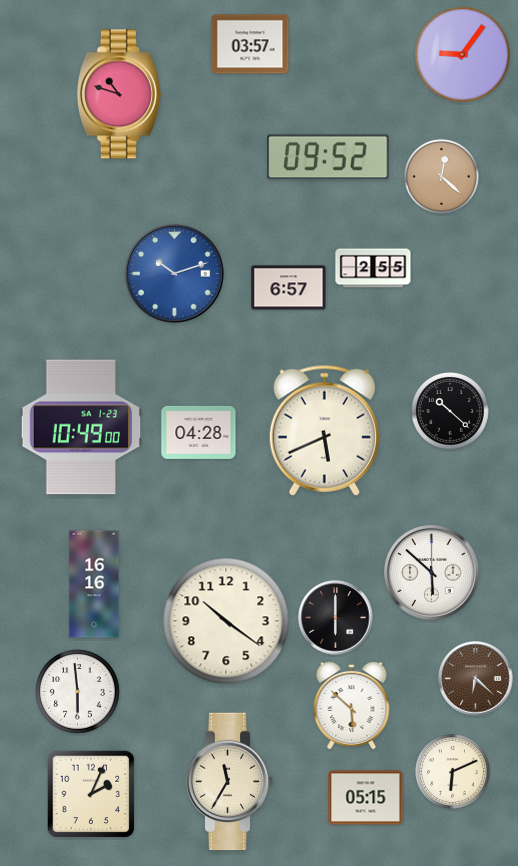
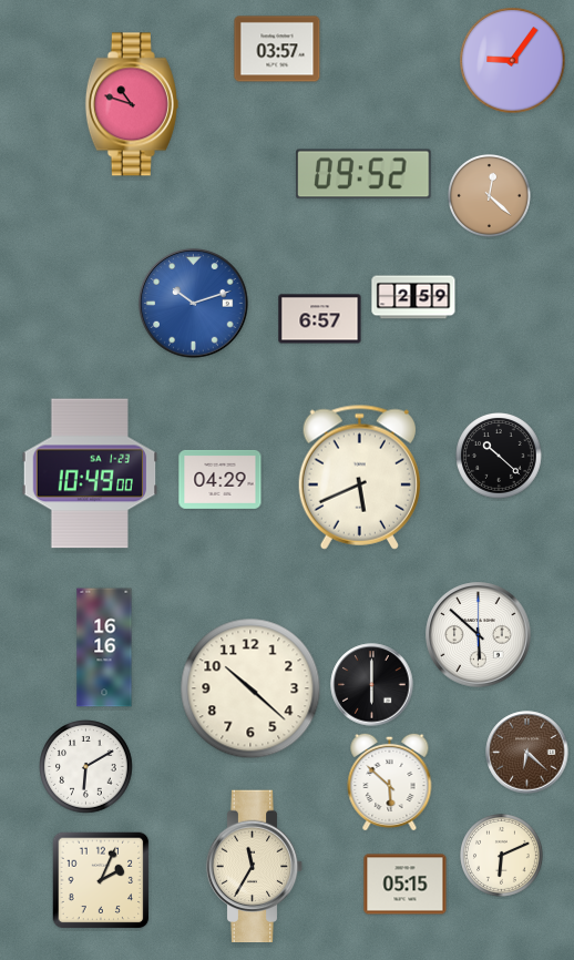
clock at (373, 268): 2:55 -> 2:59
clock at (199, 432): 04:28 -> 04:29
clock at (226, 621): 10:21 -> 10:22
clock at (78, 692): 5:59 -> 6:10
